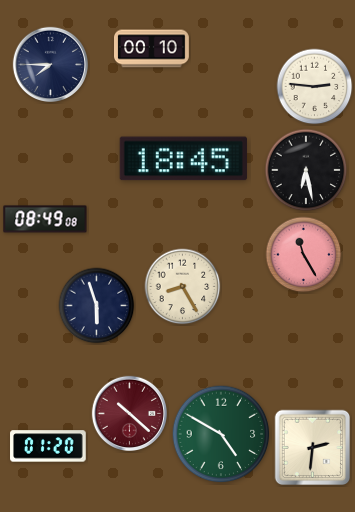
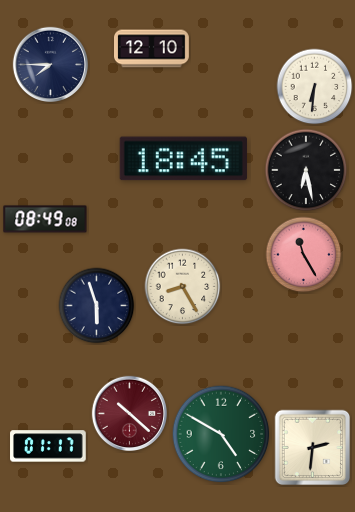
clock at (152, 49): 00:10 -> 12:10
clock at (315, 87): 2:46 -> 6:31
clock at (48, 446): 01:20 -> 01:17
